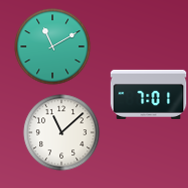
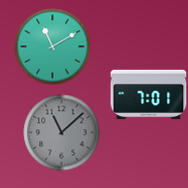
clock at (62, 133) dial: white -> grey
